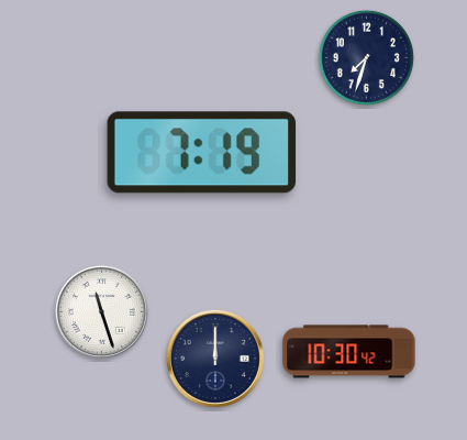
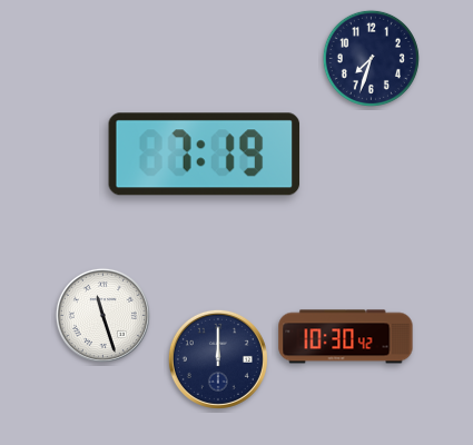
clock at (349, 352) position: (349, 352) -> (346, 337)
clock at (215, 359) position: (215, 359) -> (218, 359)
